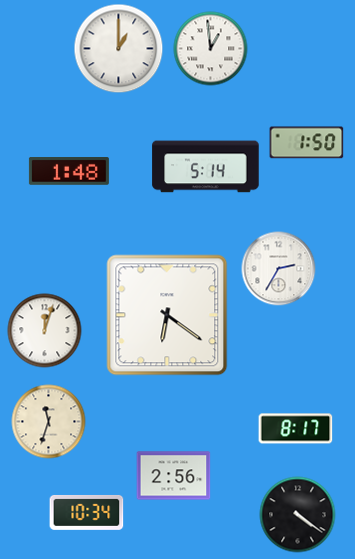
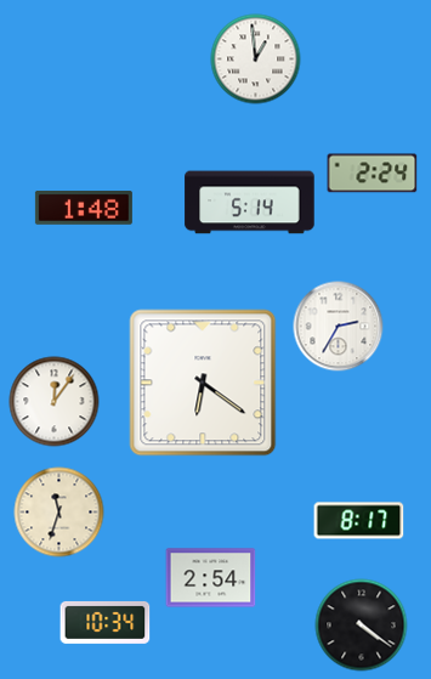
clock at (119, 49): 1:00 -> none
clock at (307, 143): 1:50 -> 2:24
clock at (45, 331): 12:03 -> 12:06
clock at (174, 476): 2:56 -> 2:54
